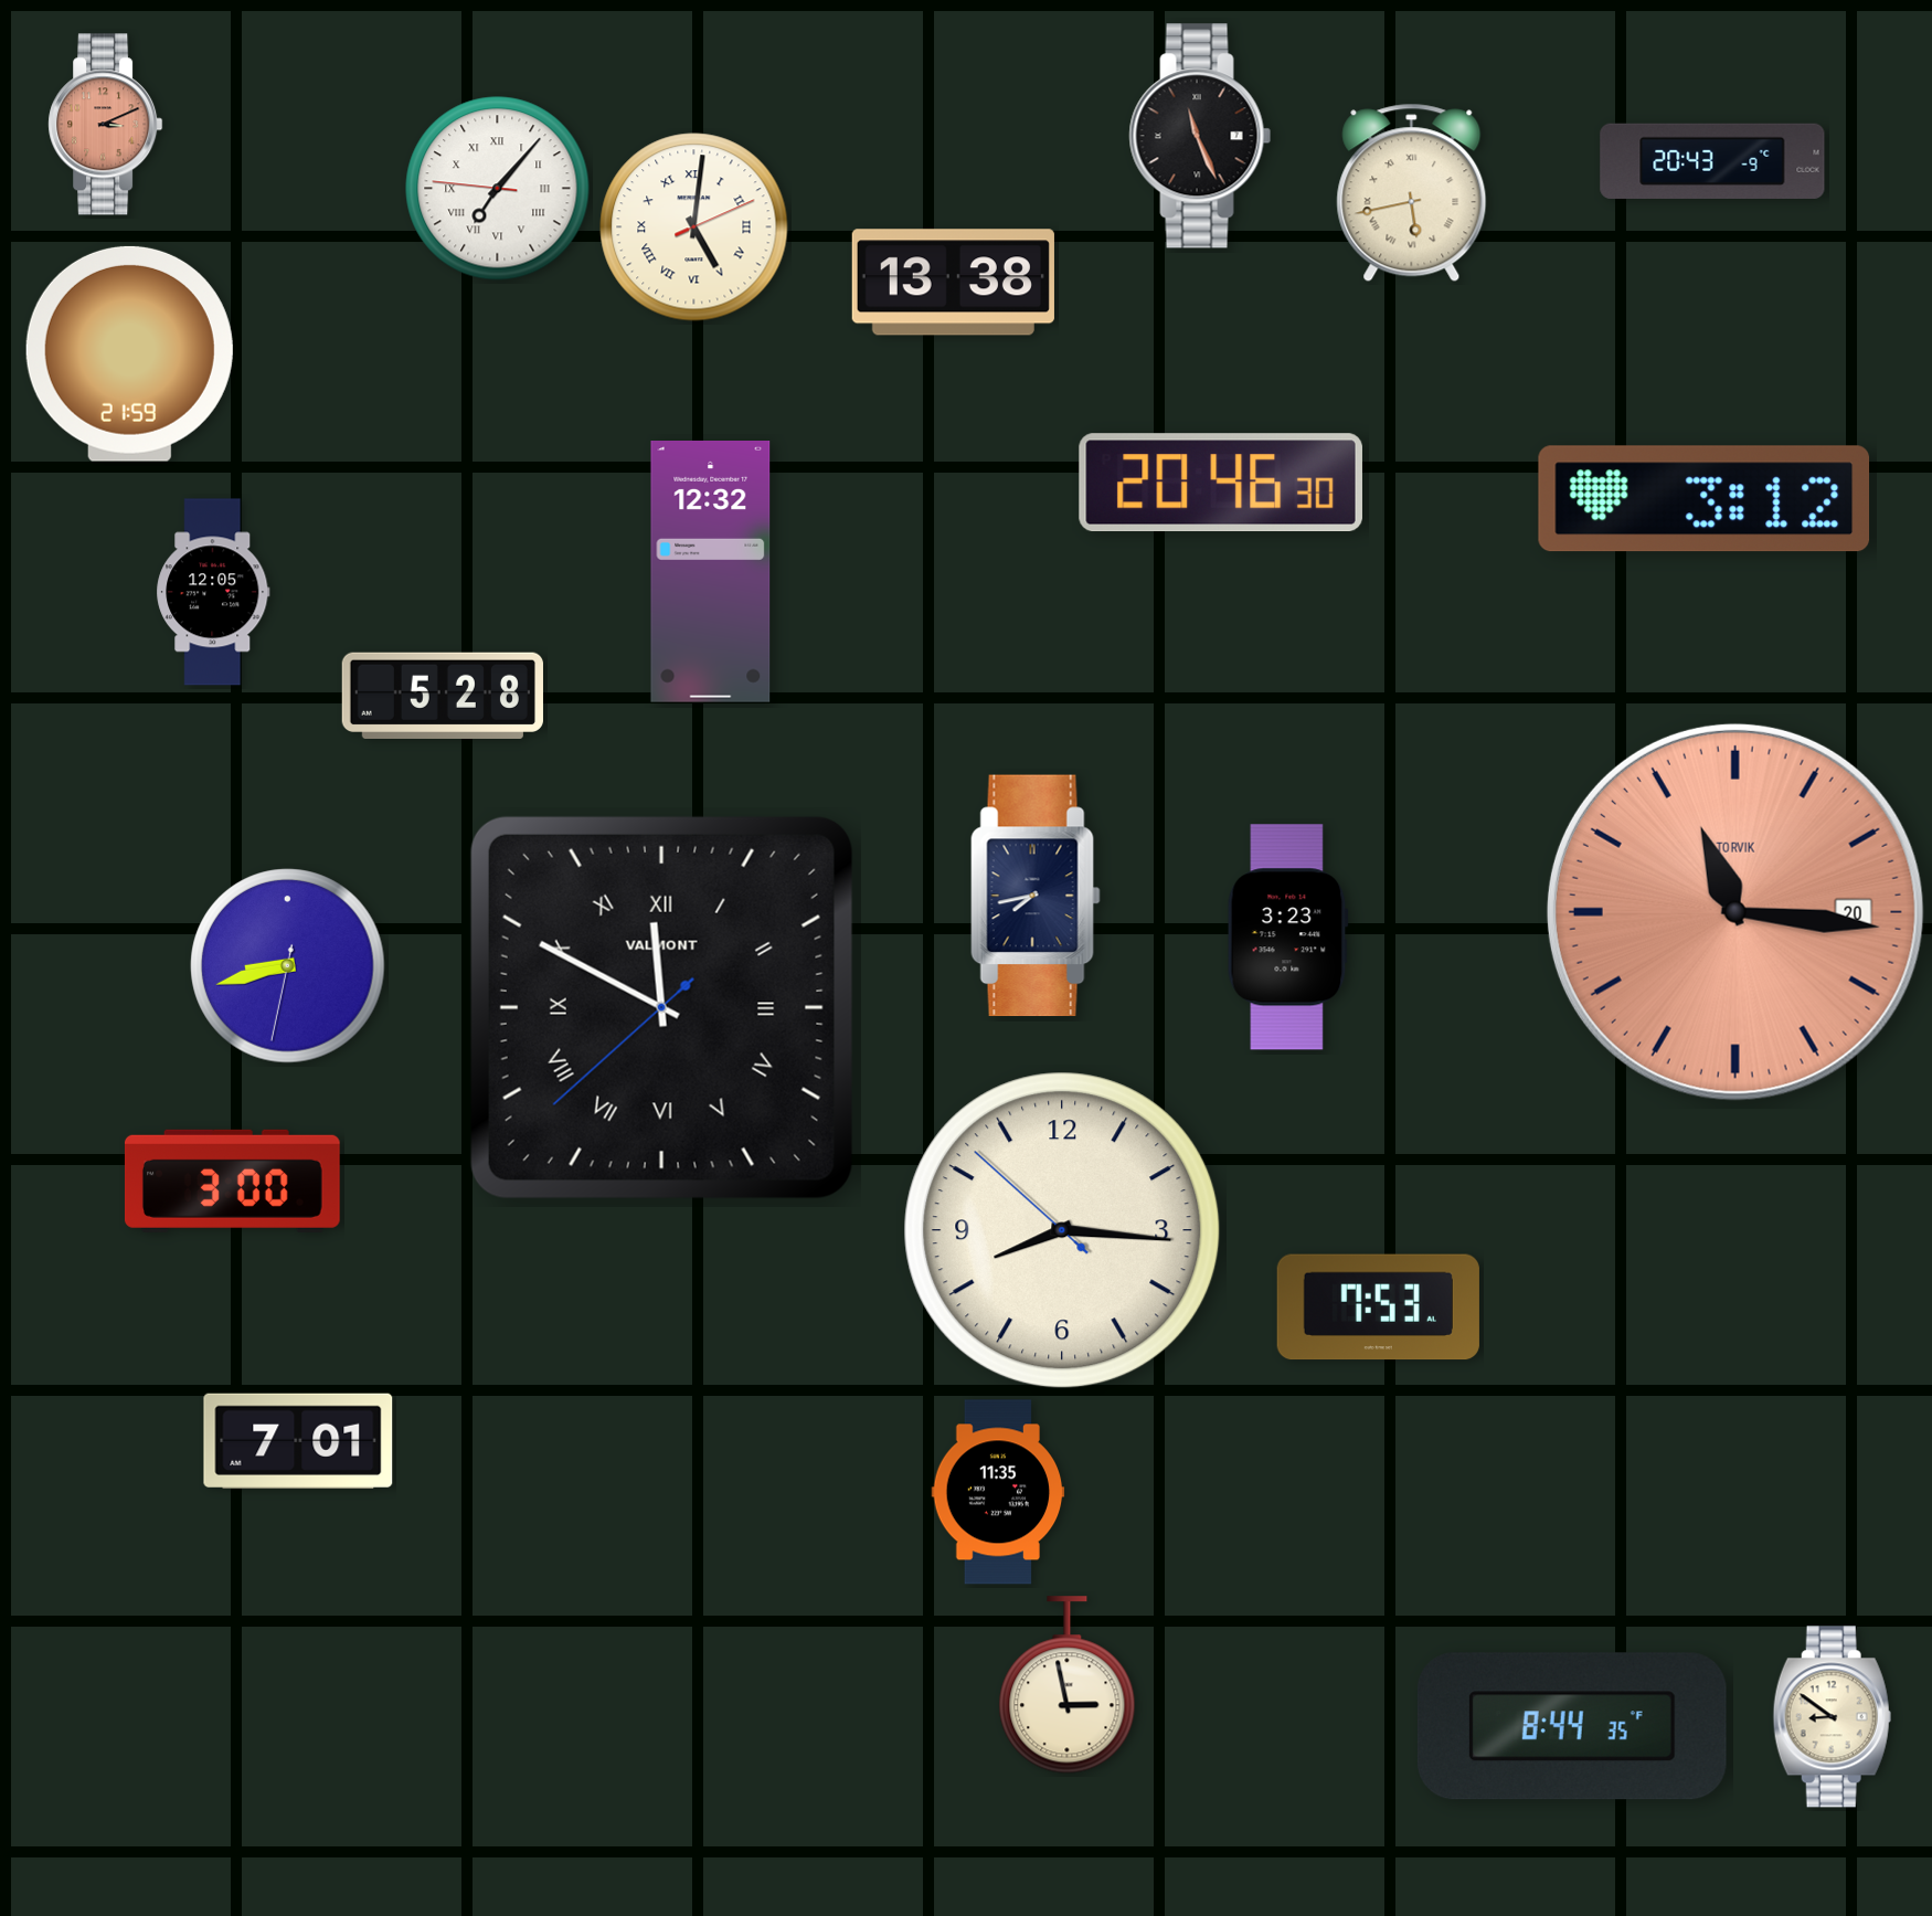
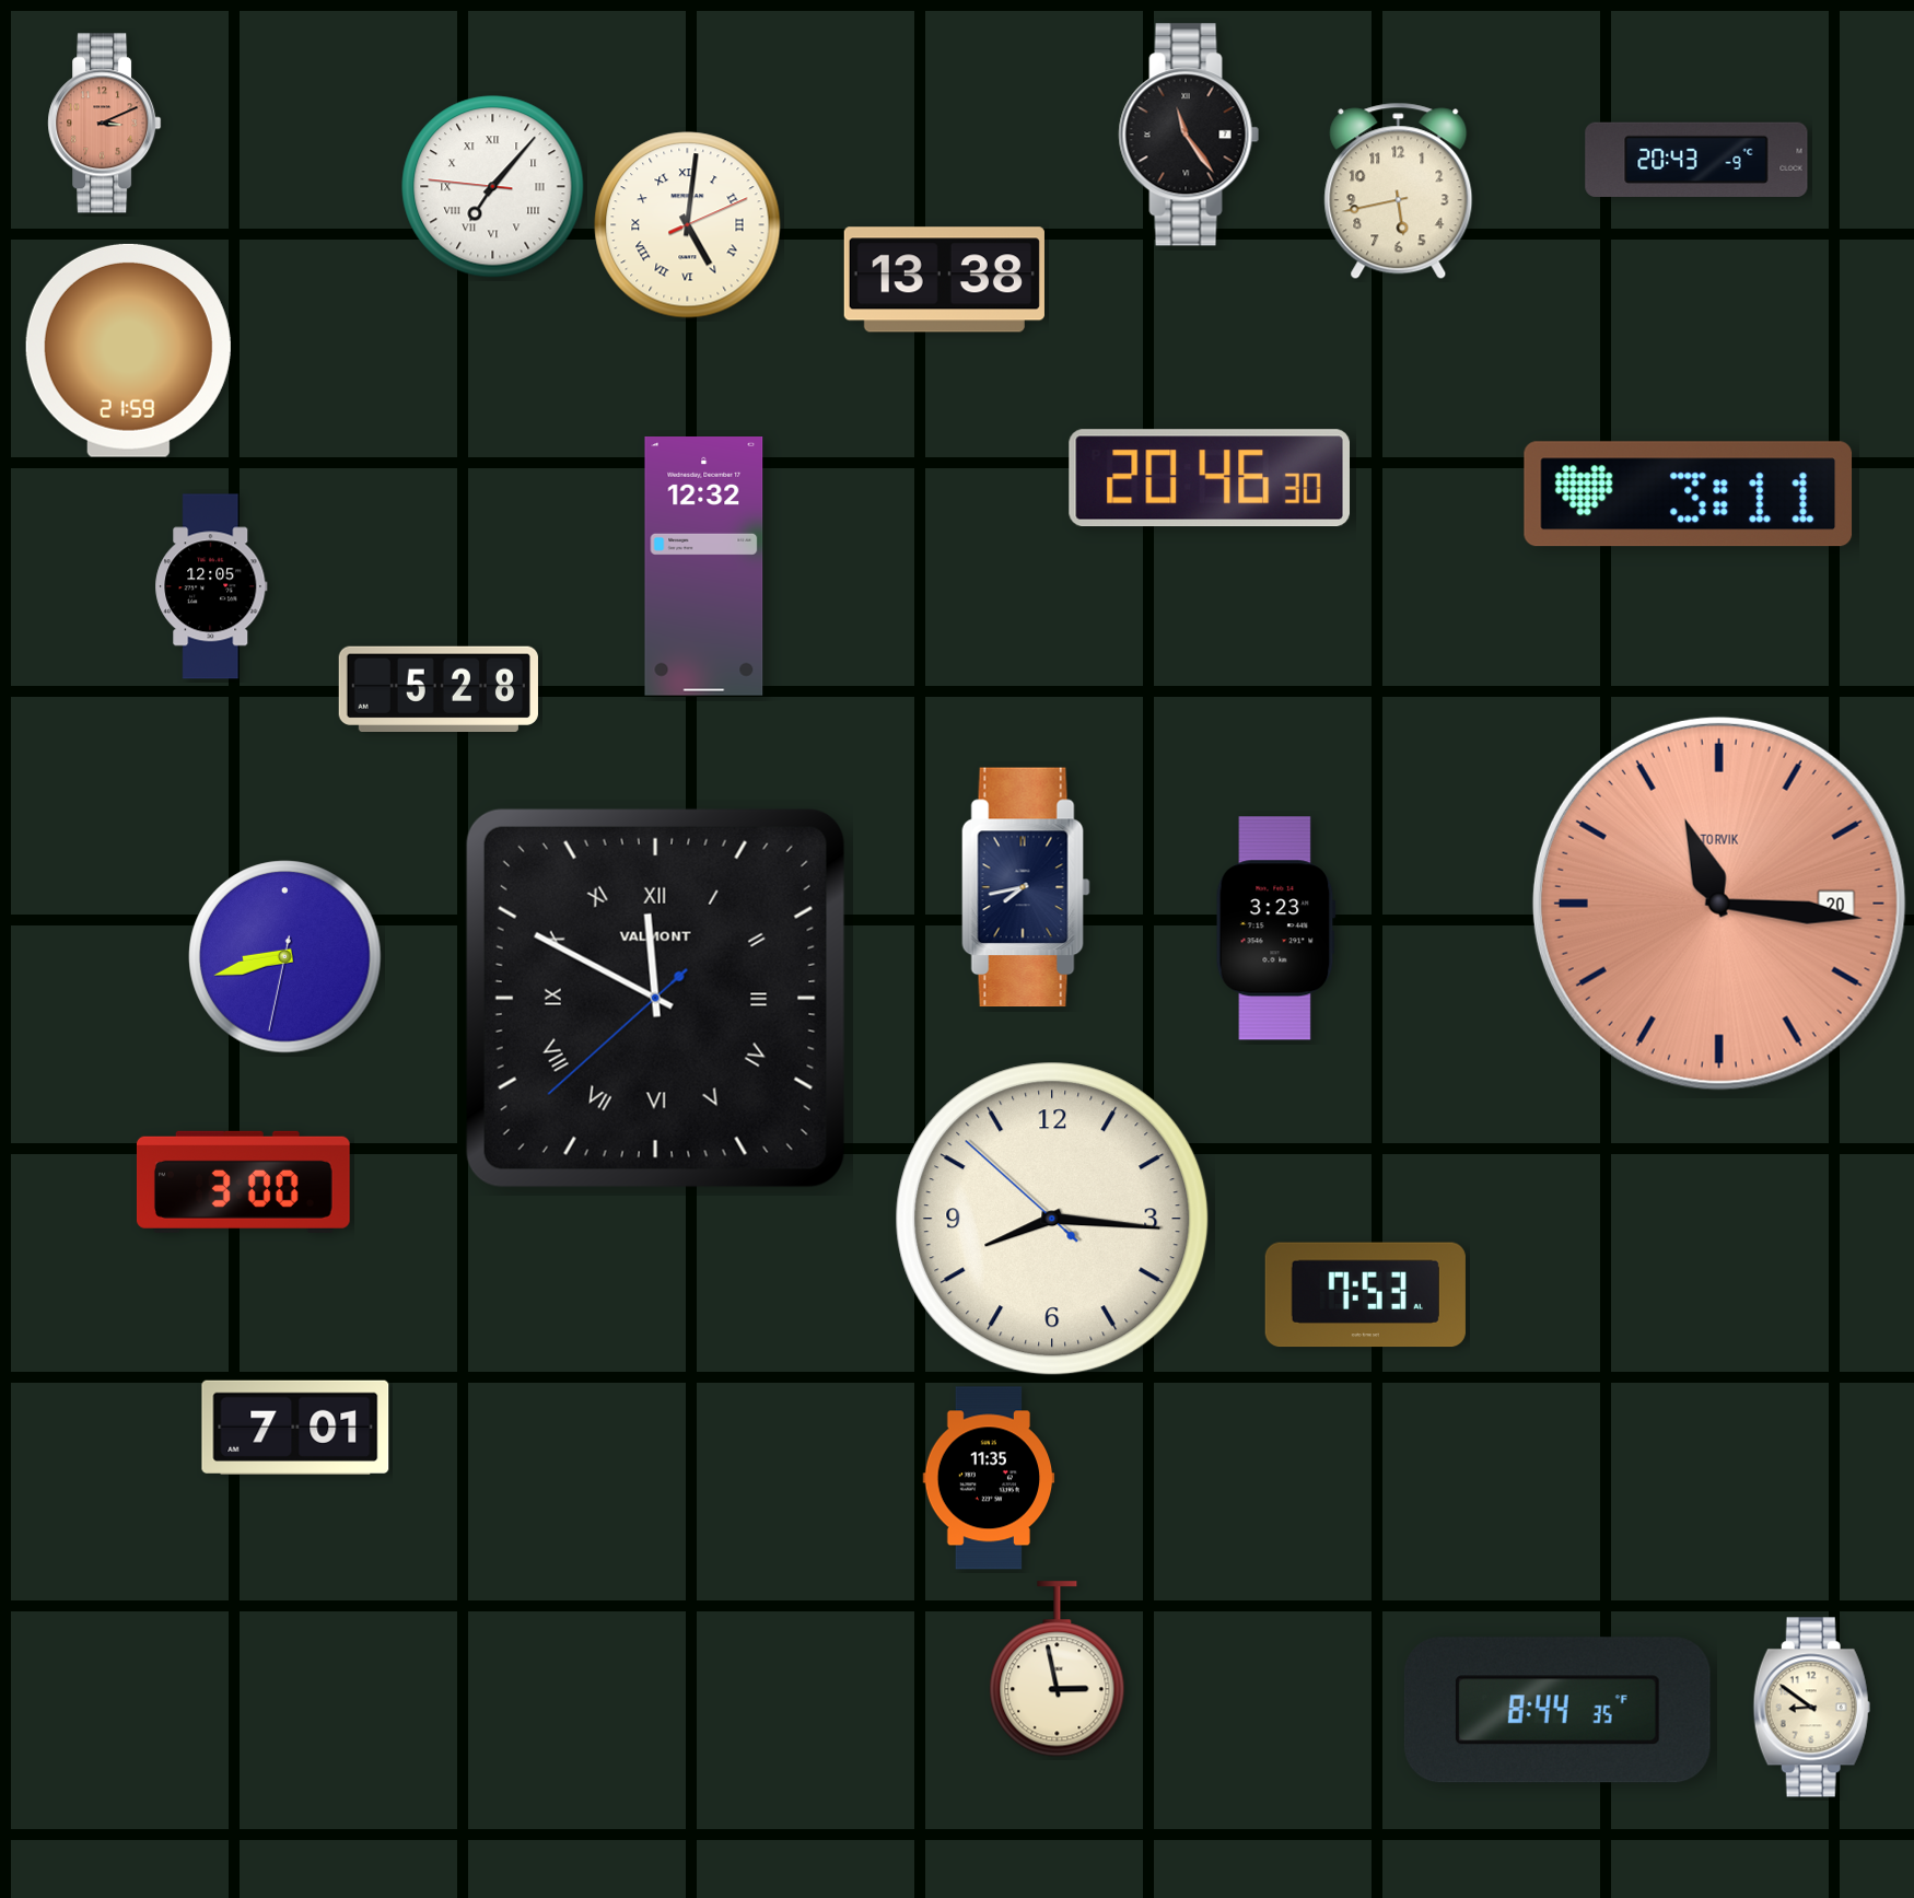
clock at (1200, 136): 11:26 -> 11:24
clock at (1412, 193) numerals: Roman -> Arabic
clock at (1705, 499): 3:12 -> 3:11
clock at (232, 1181) position: (232, 1181) -> (243, 1181)
clock at (1832, 1717) position: (1832, 1717) -> (1811, 1708)
